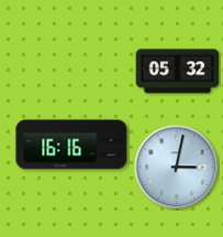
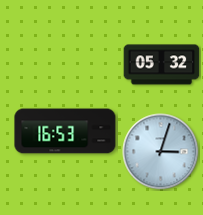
clock at (71, 144): 16:16 -> 16:53
clock at (177, 168): 3:02 -> 3:03
